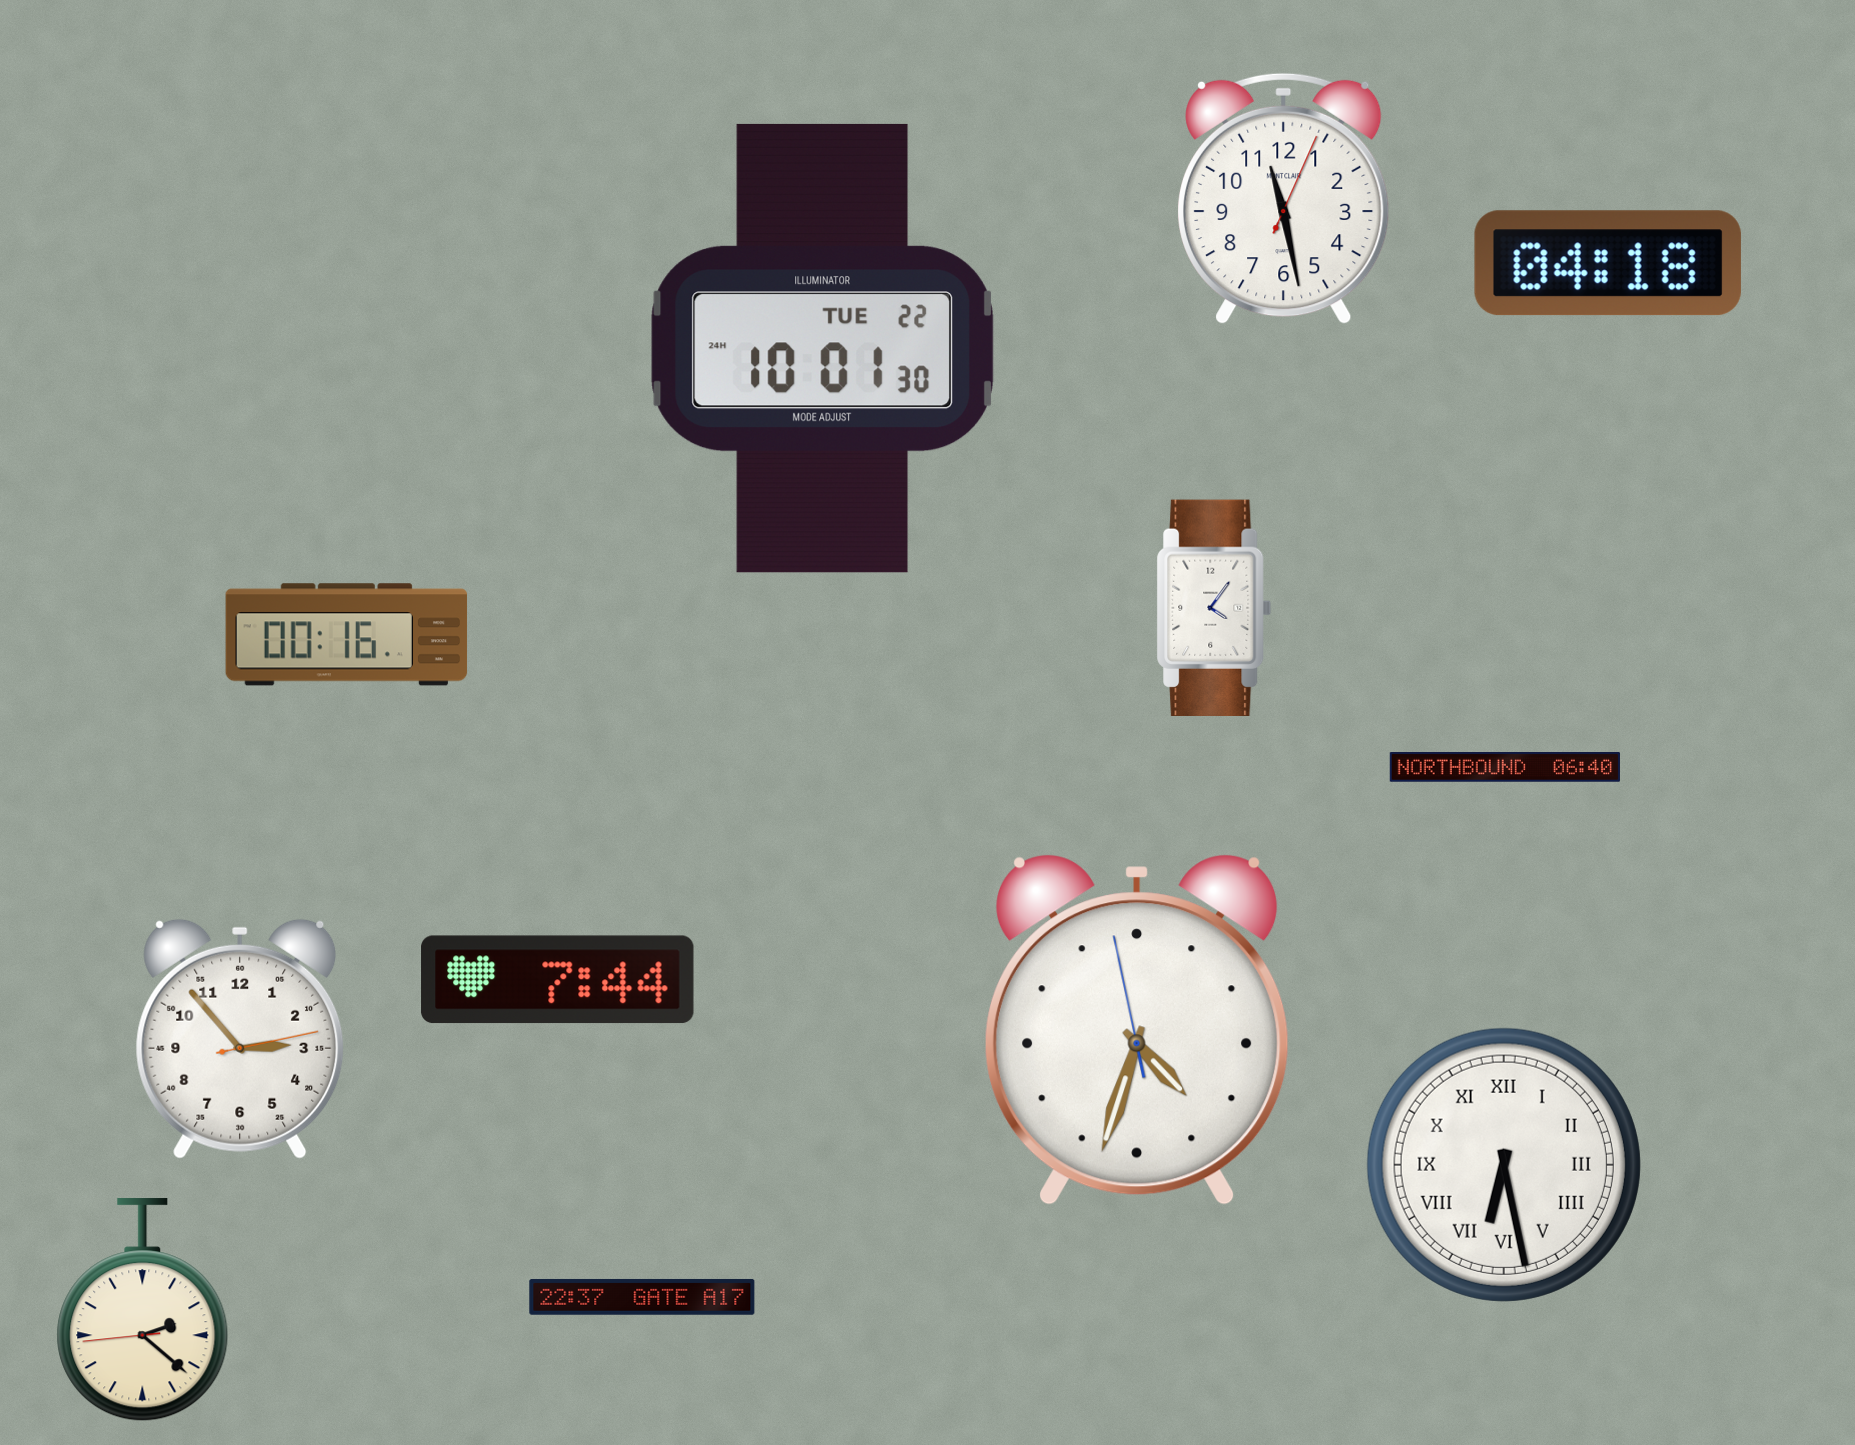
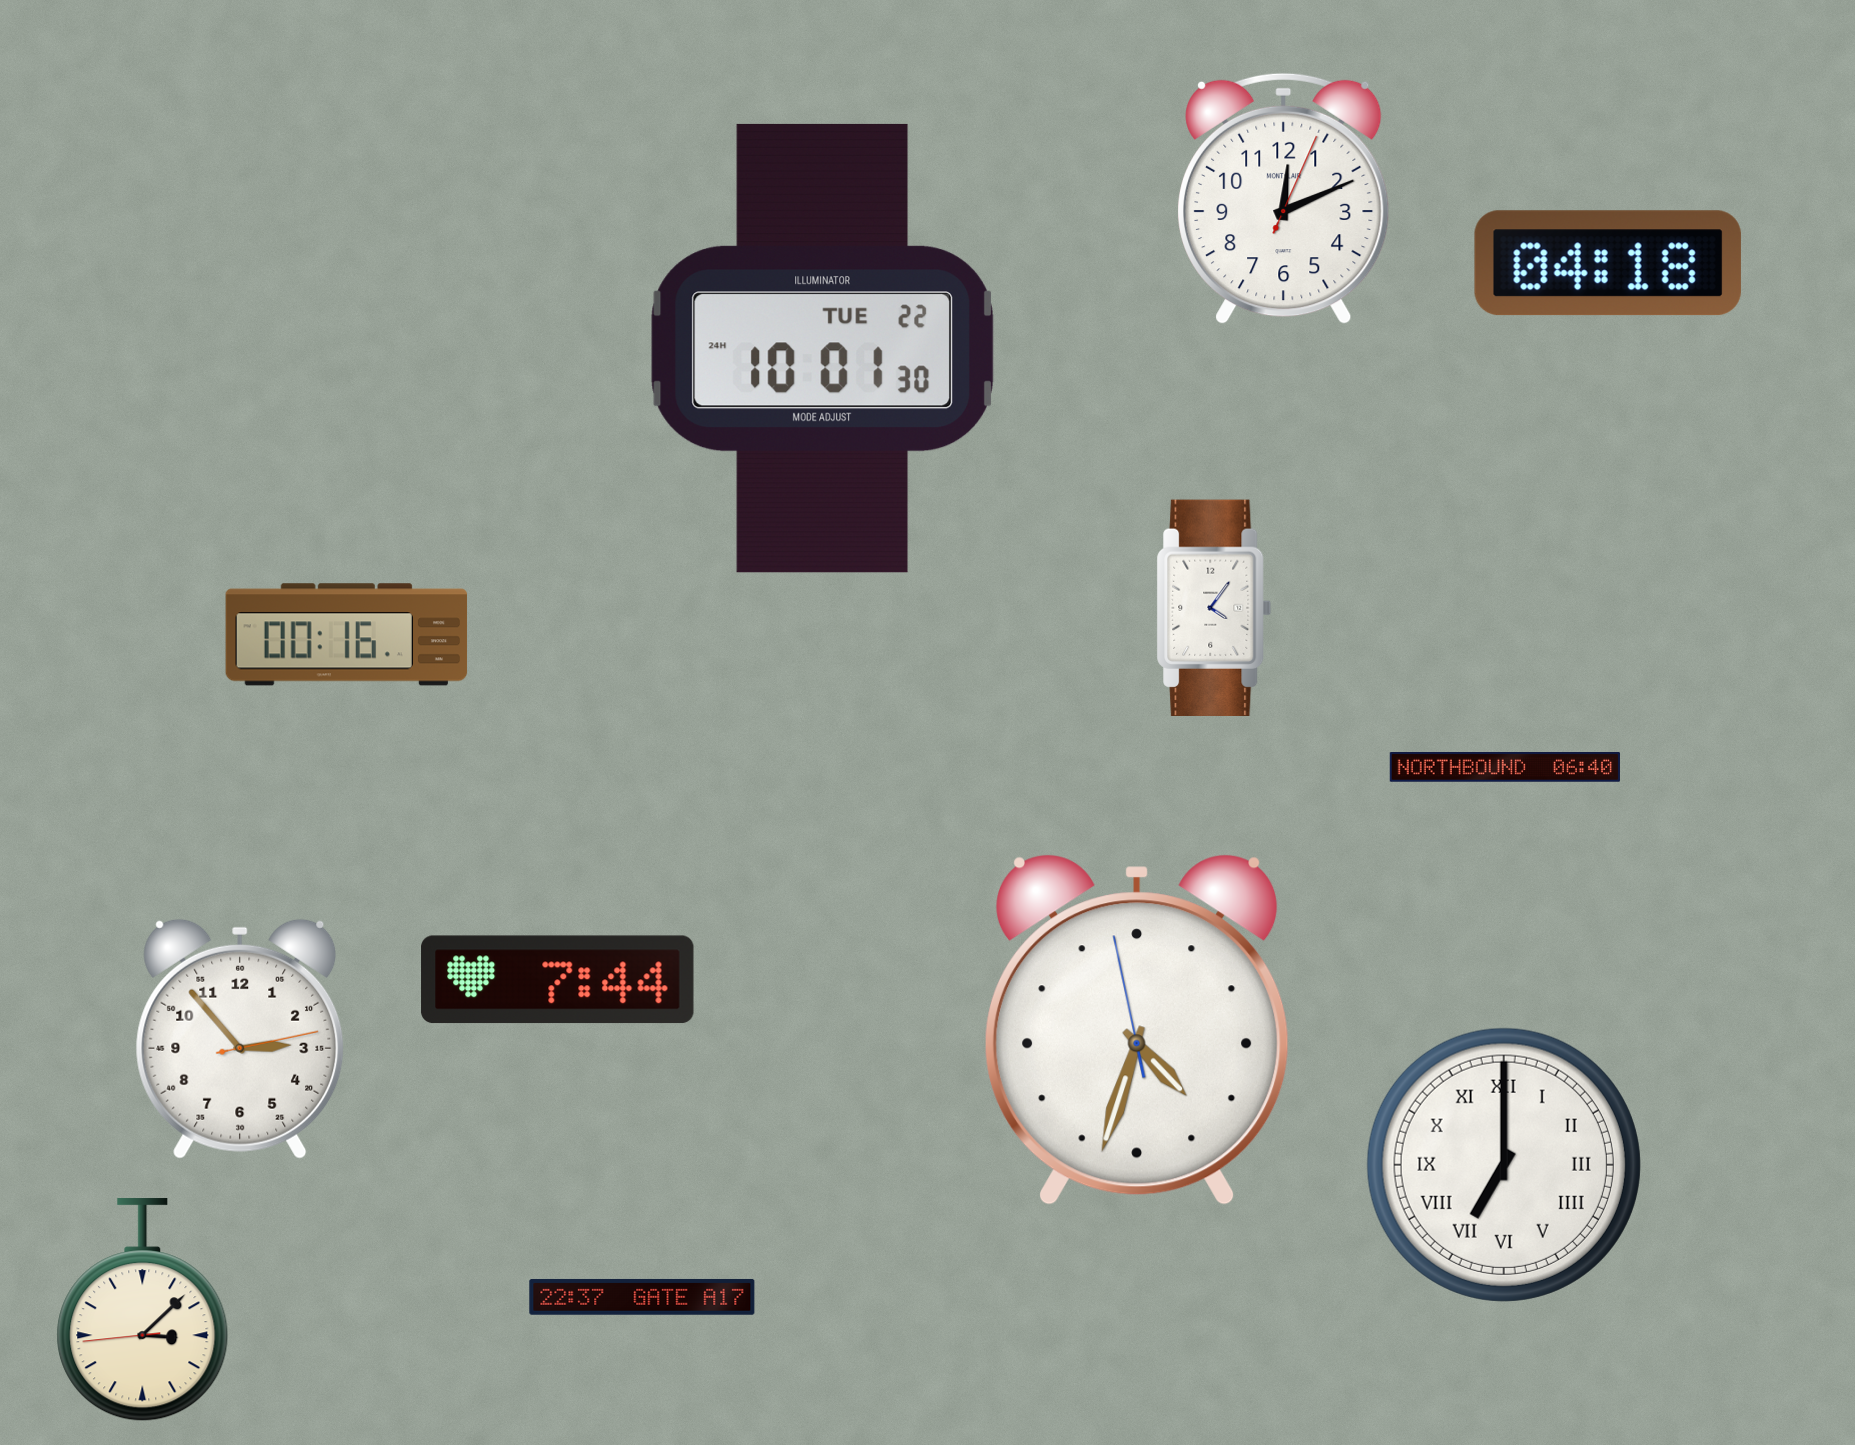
clock at (1284, 199): 11:28 -> 12:11
clock at (1504, 1165): 6:28 -> 7:00
clock at (143, 1310): 2:21 -> 3:07
